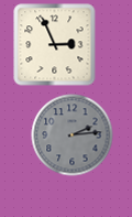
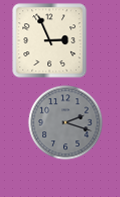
clock at (73, 135): 2:14 -> 2:18
